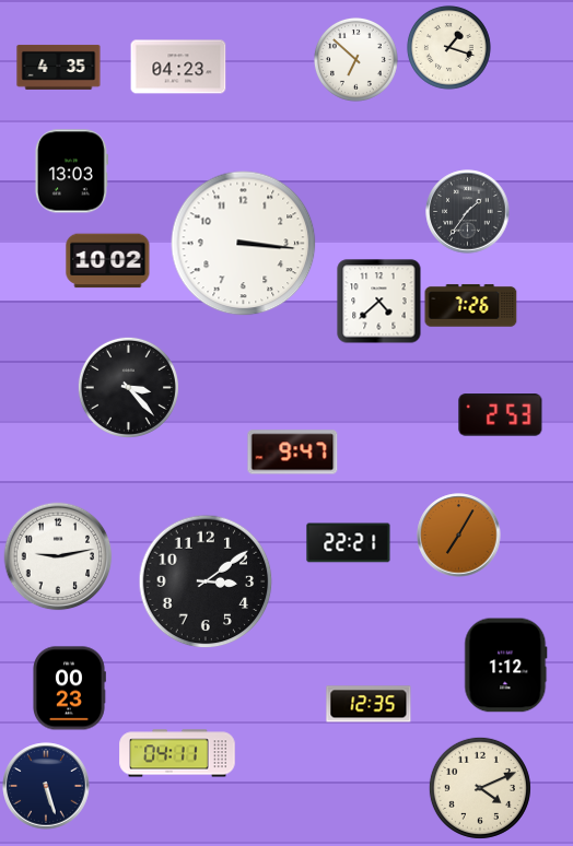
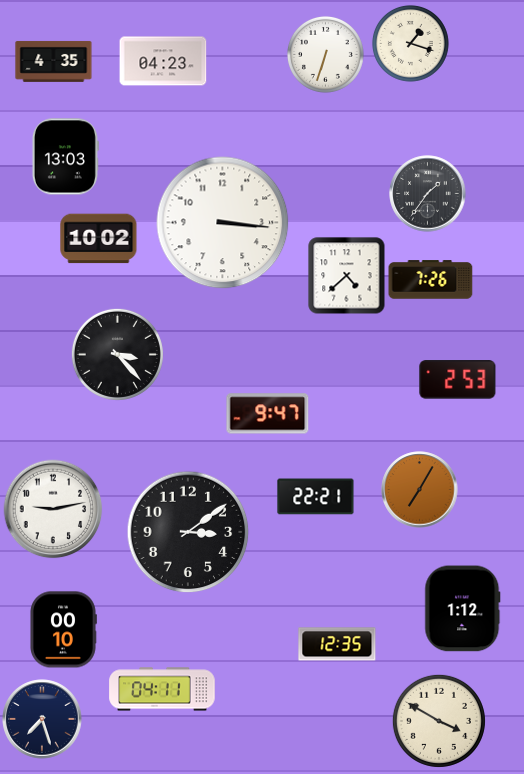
clock at (355, 59): 6:52 -> 6:33
clock at (349, 543) position: (349, 543) -> (316, 497)
clock at (70, 689): 00:23 -> 00:10
clock at (46, 786): 5:27 -> 7:27
clock at (480, 788): 4:11 -> 3:50
